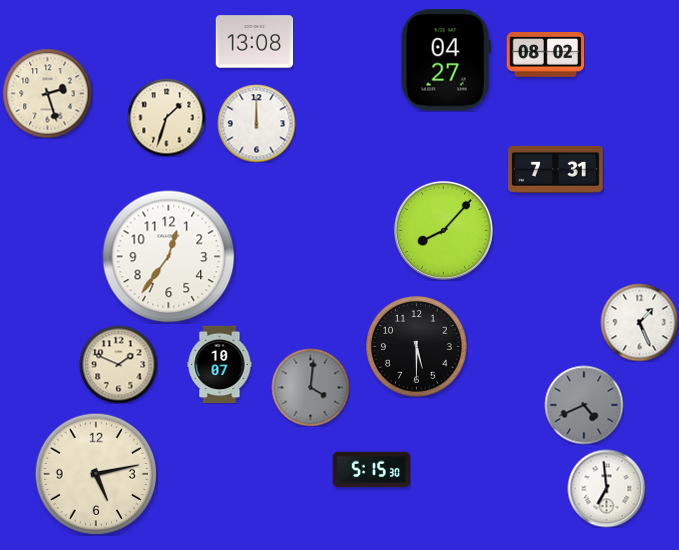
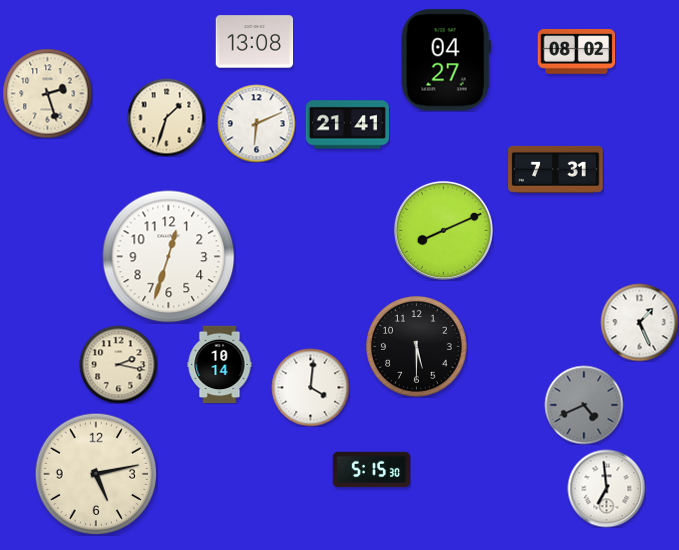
clock at (545, 55) position: (545, 55) -> (576, 52)
clock at (256, 123): 12:00 -> 6:11
clock at (347, 125): none -> 21:41
clock at (443, 230): 8:07 -> 8:11
clock at (169, 257): 12:36 -> 12:33
clock at (118, 364): 1:49 -> 2:17
clock at (220, 364): 10:07 -> 10:14
clock at (310, 387) dial: grey -> white
